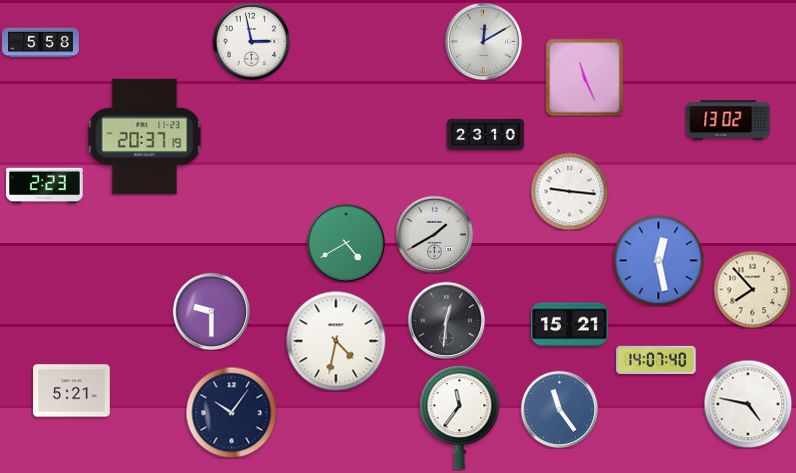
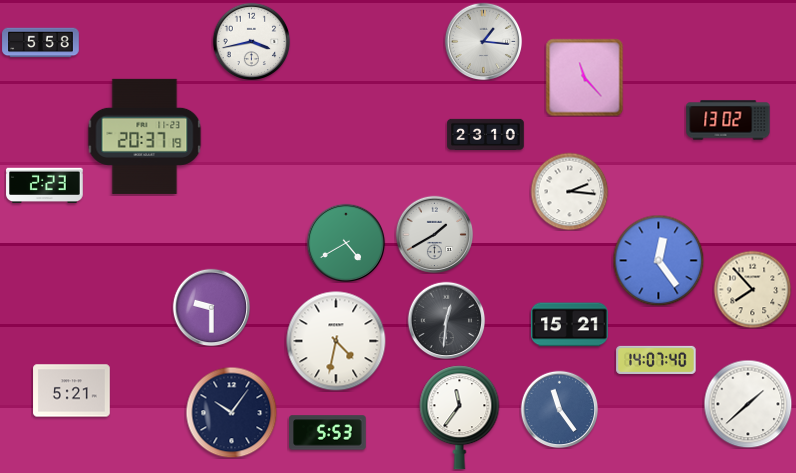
clock at (251, 41): 2:58 -> 3:43
clock at (483, 41): 12:10 -> 1:16
clock at (584, 77): 11:26 -> 11:23
clock at (569, 191): 9:16 -> 2:16
clock at (658, 260): 12:28 -> 12:24
clock at (211, 311) position: (211, 311) -> (211, 307)
clock at (748, 404): 4:47 -> 1:38
clock at (328, 433): none -> 5:53
